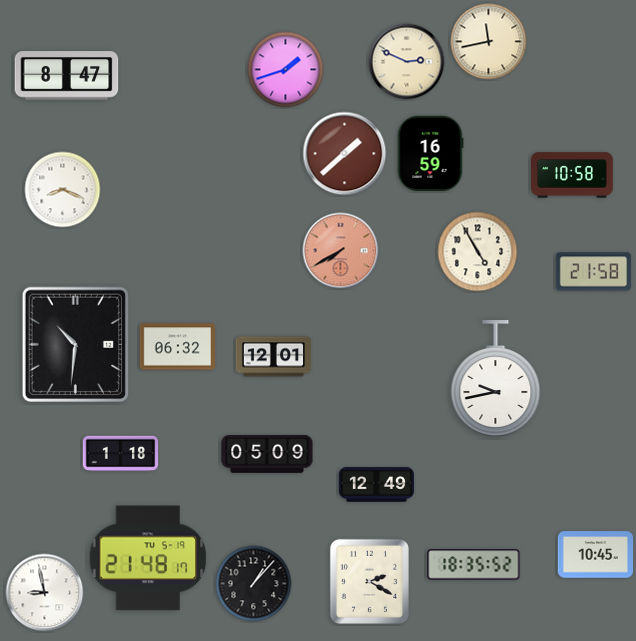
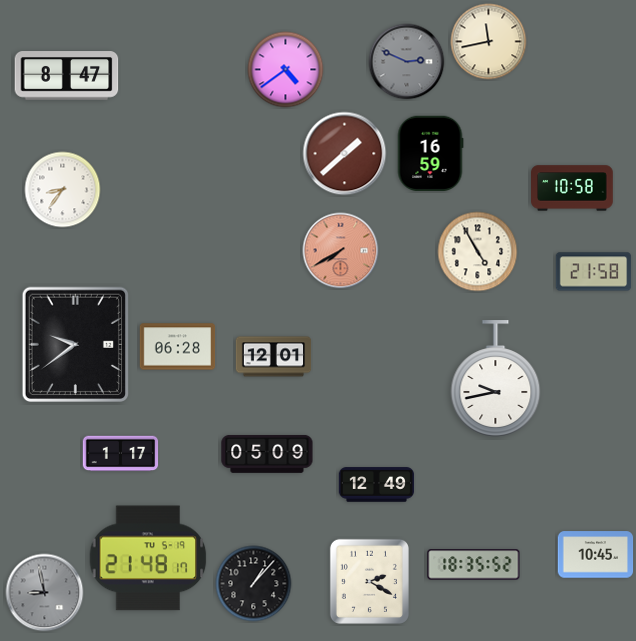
clock at (407, 62) dial: cream -> grey
clock at (286, 70): 1:42 -> 4:39
clock at (573, 175) position: (573, 175) -> (573, 188)
clock at (63, 190): 8:19 -> 8:36
clock at (75, 345): 10:31 -> 9:39
clock at (178, 347): 06:32 -> 06:28
clock at (121, 454): 1:18 -> 1:17
clock at (45, 593) dial: white -> grey
